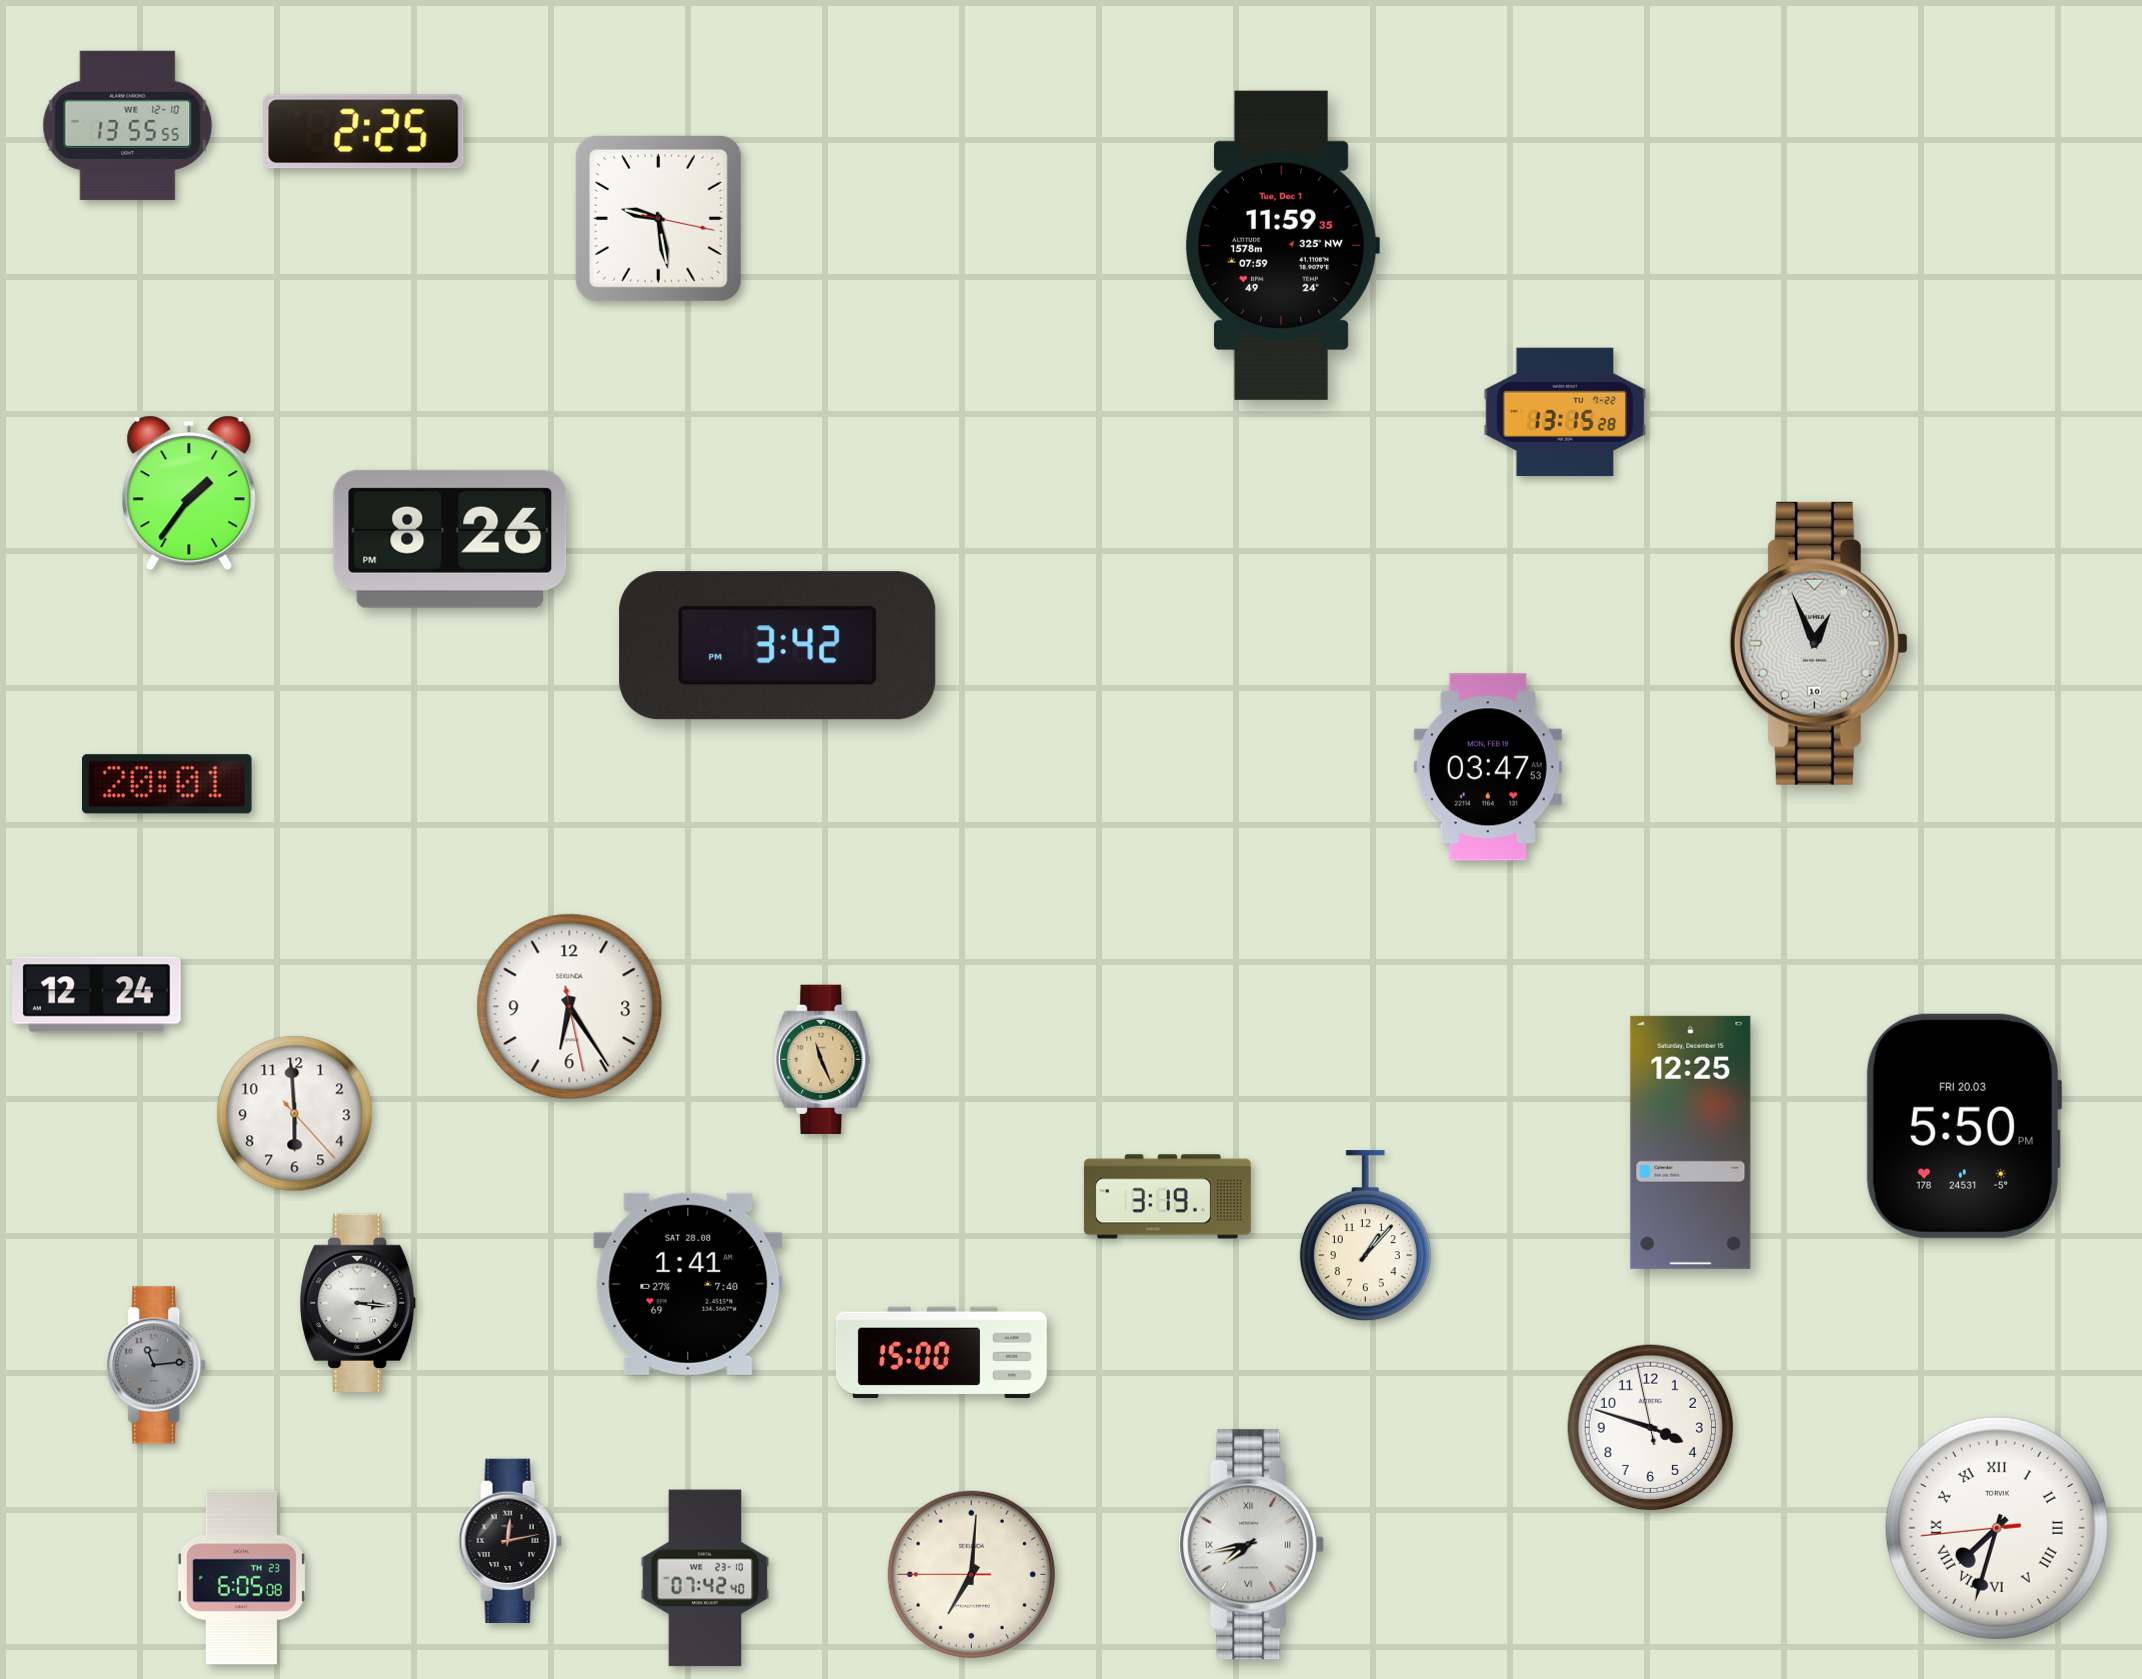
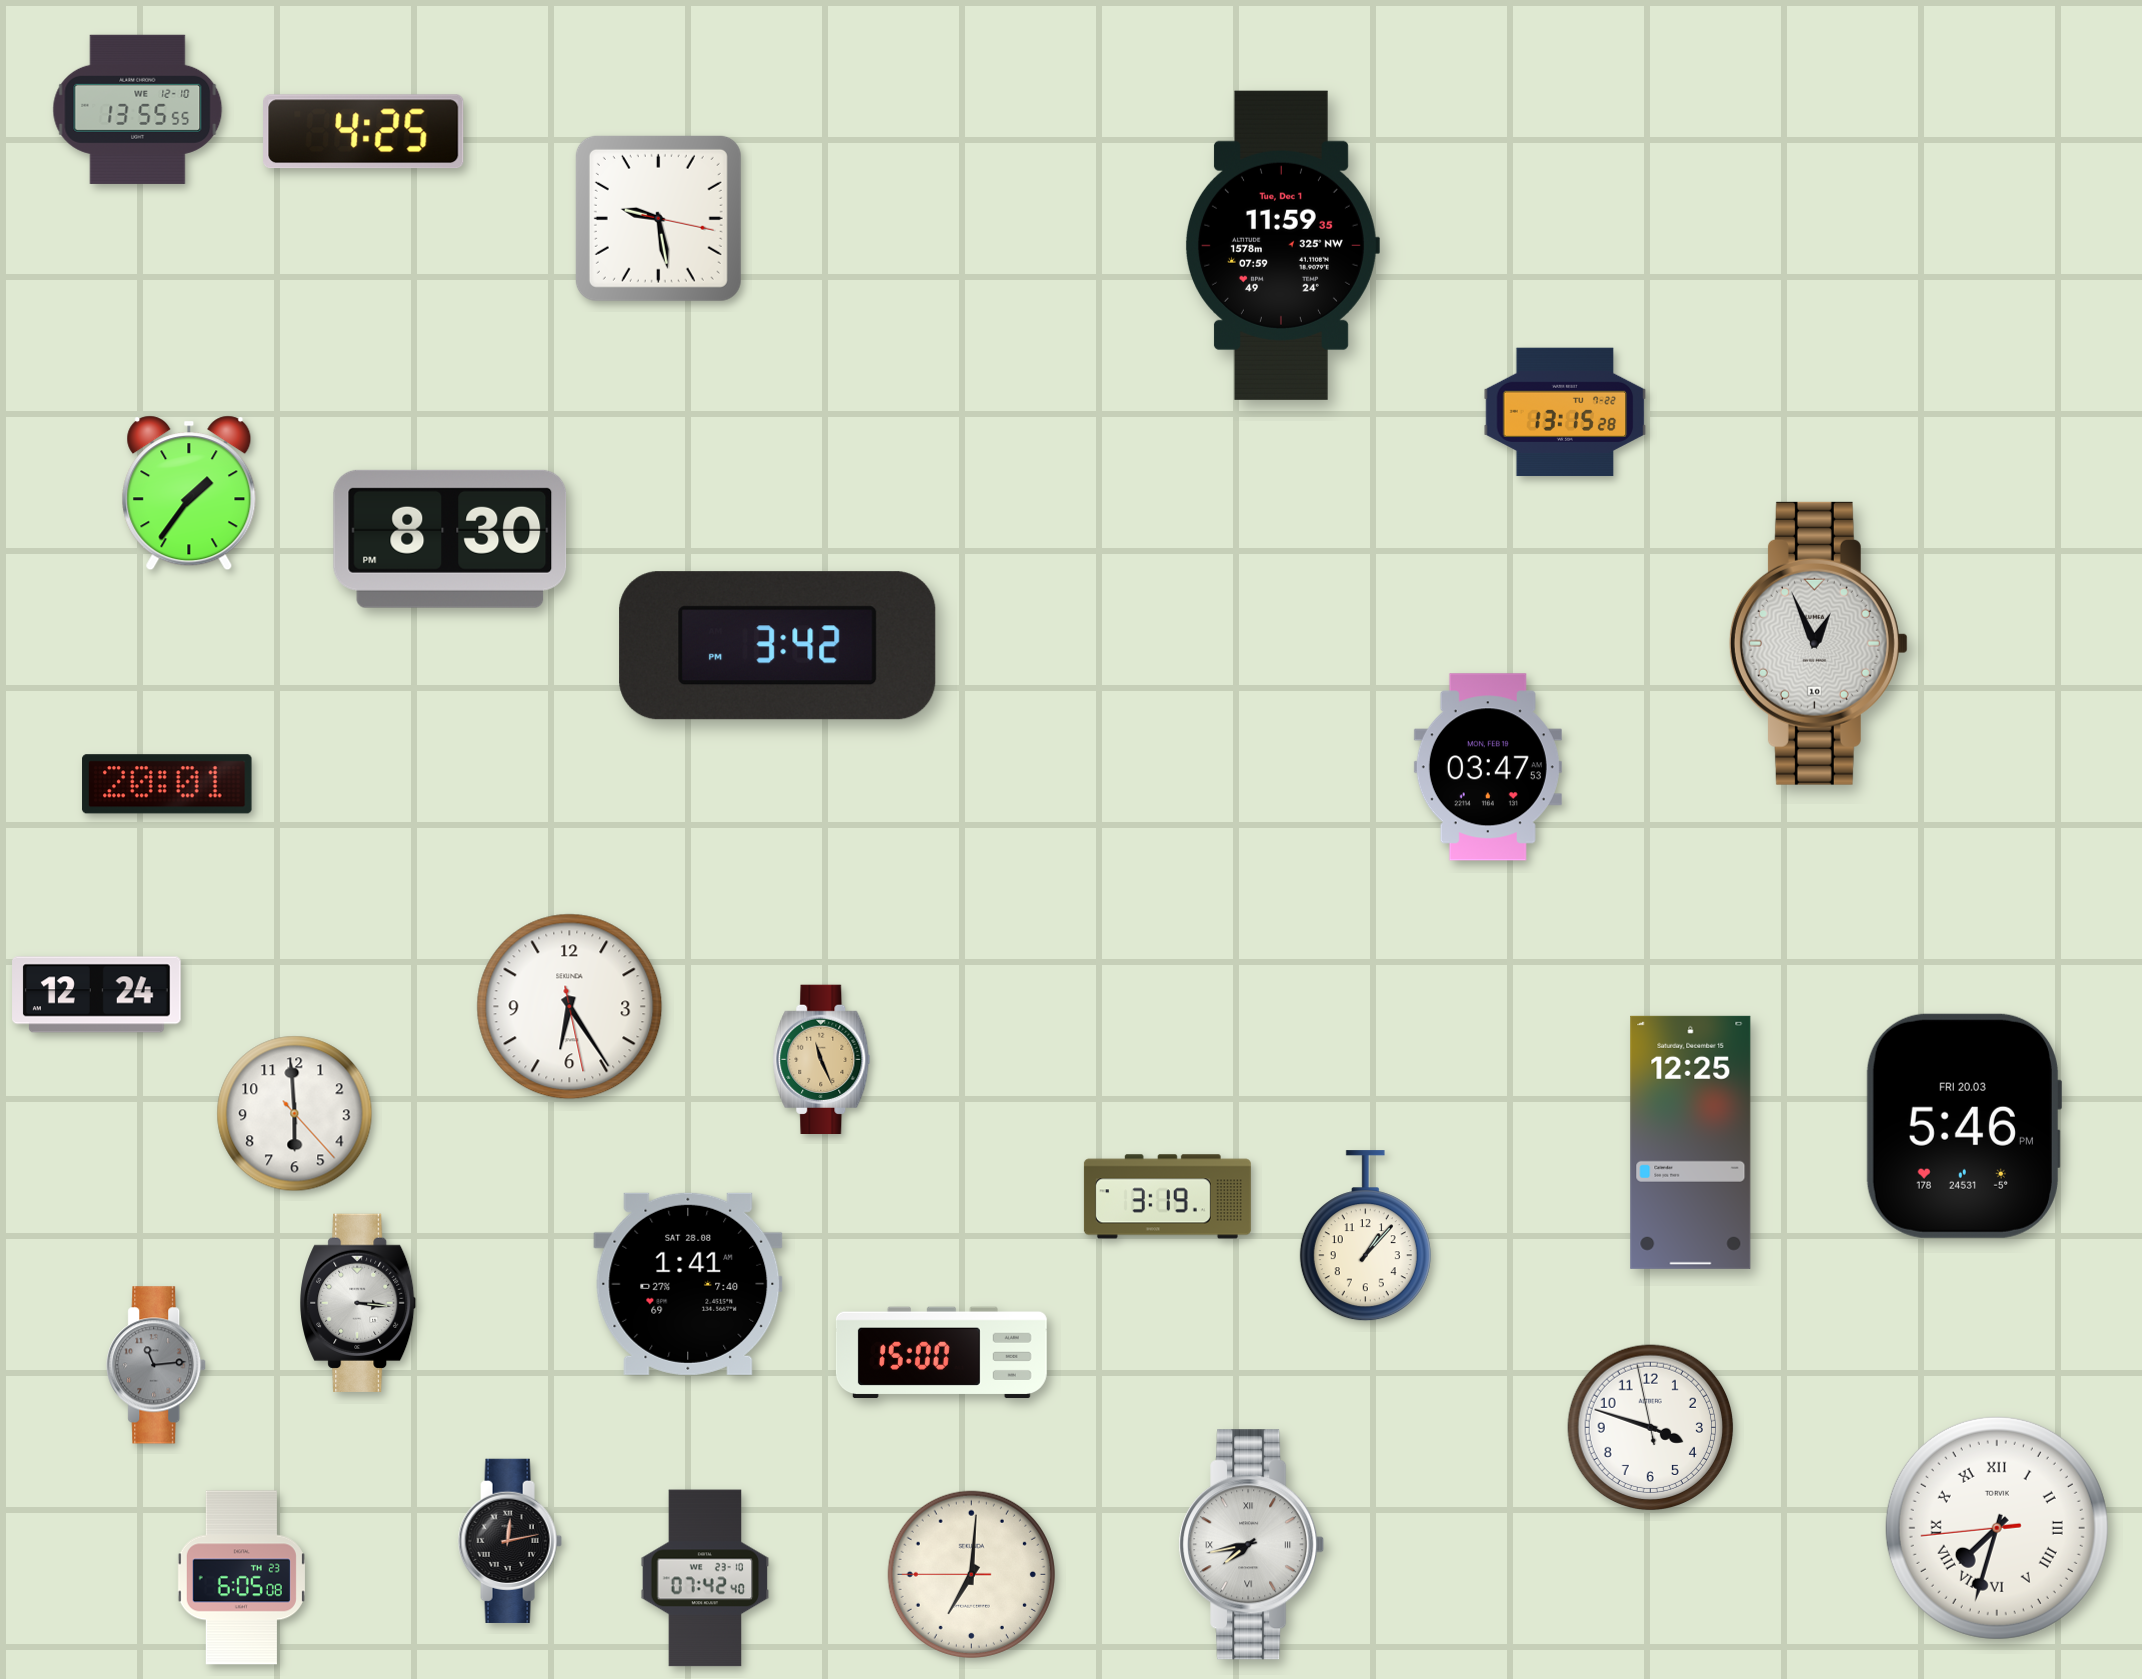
clock at (128, 125) position: (128, 125) -> (138, 109)
clock at (364, 132): 2:25 -> 4:25
clock at (450, 539): 8:26 -> 8:30
clock at (1963, 1126): 5:50 -> 5:46
